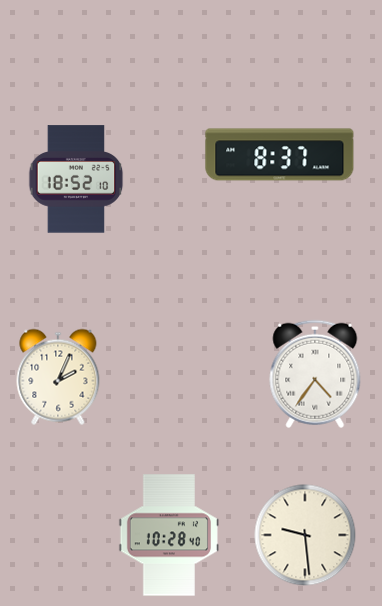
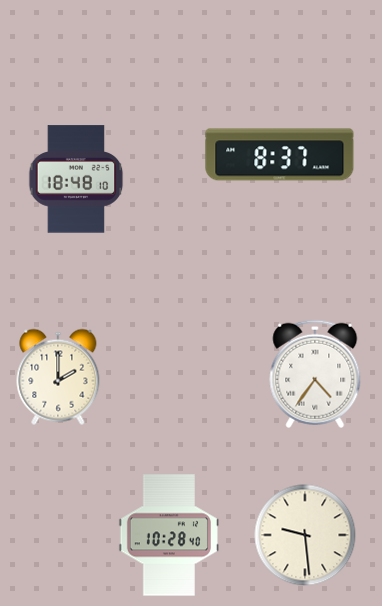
clock at (76, 179): 18:52 -> 18:48
clock at (58, 377): 2:04 -> 2:00
